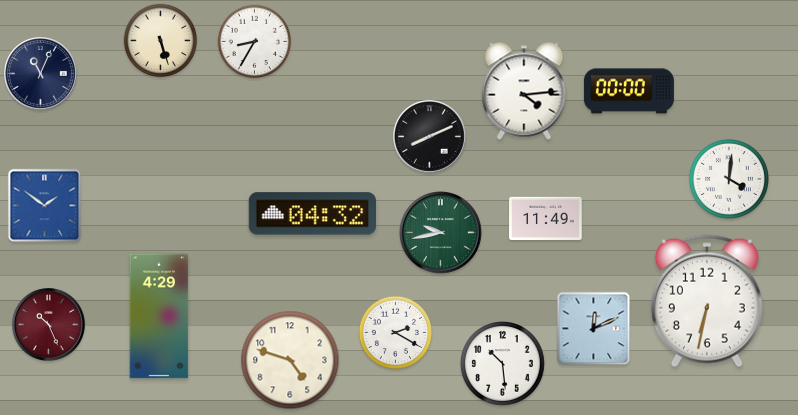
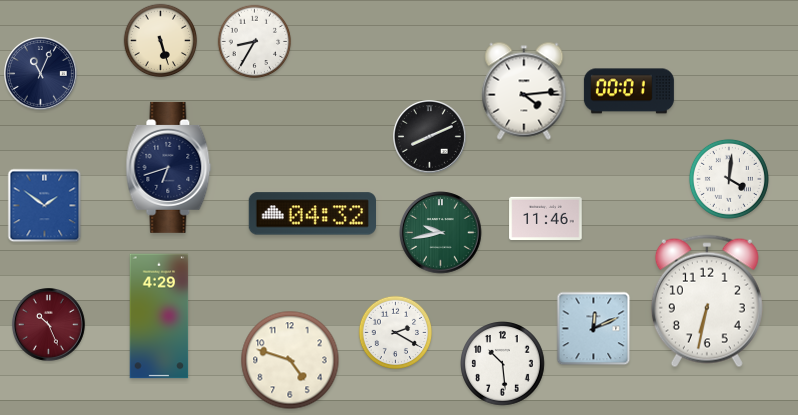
clock at (629, 91): 00:00 -> 00:01
clock at (169, 167): none -> 6:42
clock at (546, 218): 11:49 -> 11:46
